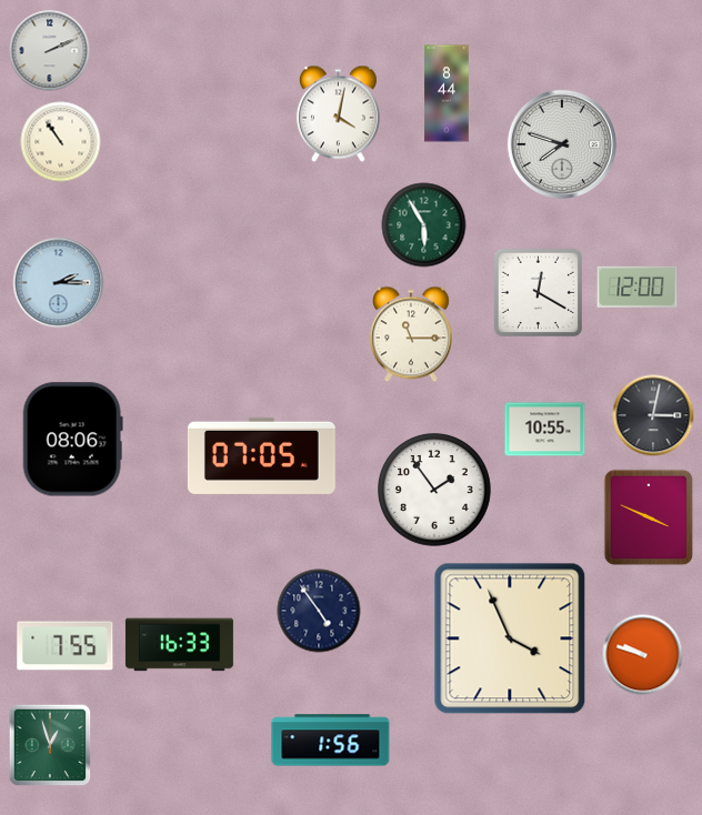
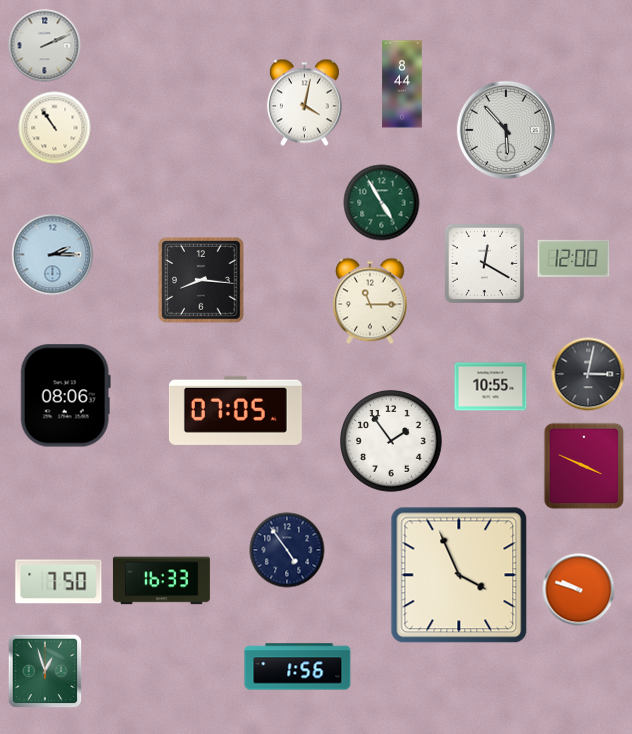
clock at (562, 144): 7:48 -> 5:53
clock at (424, 225): 5:55 -> 4:55
clock at (202, 281): none -> 8:16
clock at (66, 646): 7:55 -> 7:50
